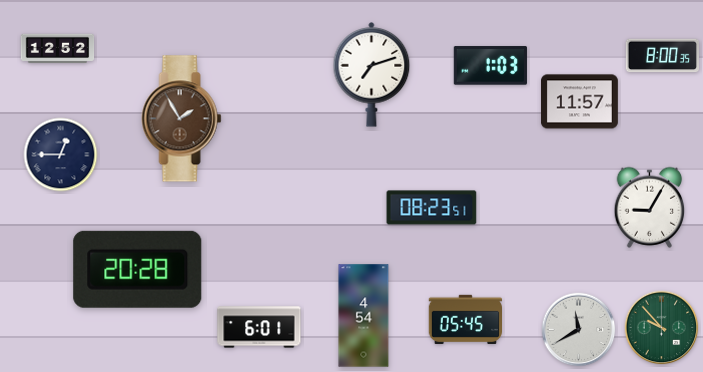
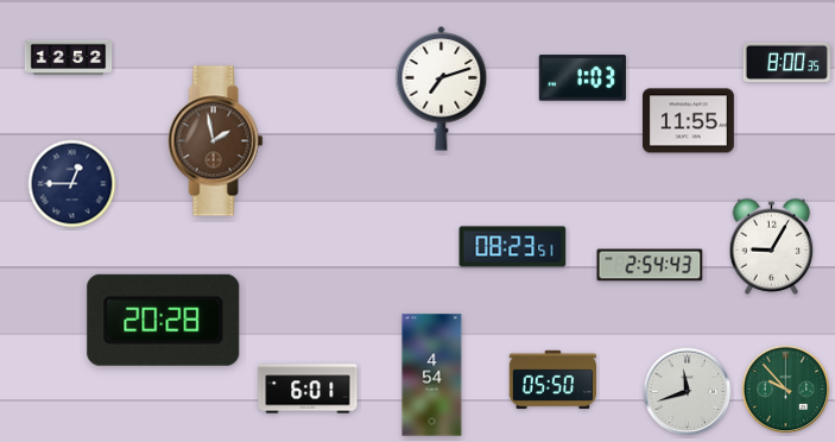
clock at (663, 56) position: (663, 56) -> (787, 63)
clock at (580, 102): 11:57 -> 11:55
clock at (182, 119): 1:55 -> 1:58
clock at (650, 265): none -> 2:54
clock at (465, 319): 05:45 -> 05:50
clock at (579, 330): 11:40 -> 11:42
